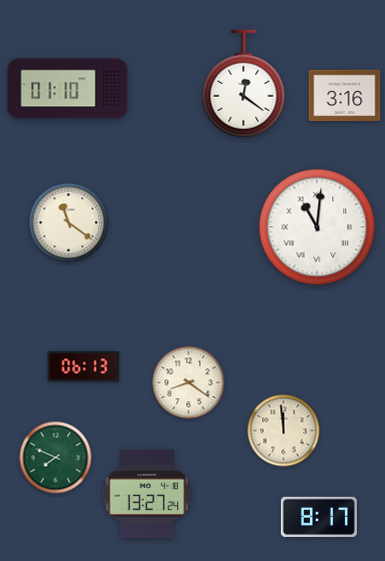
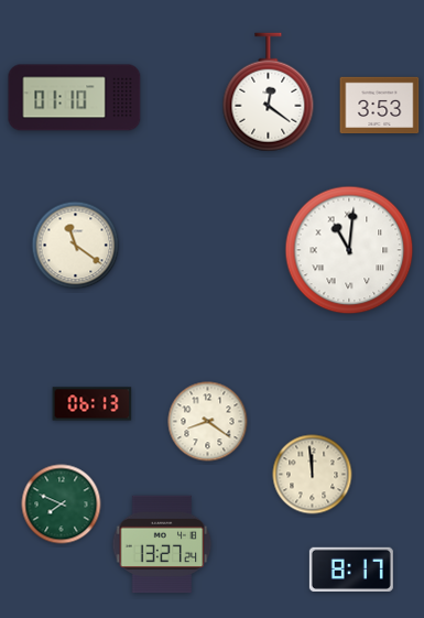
clock at (345, 96): 3:16 -> 3:53
